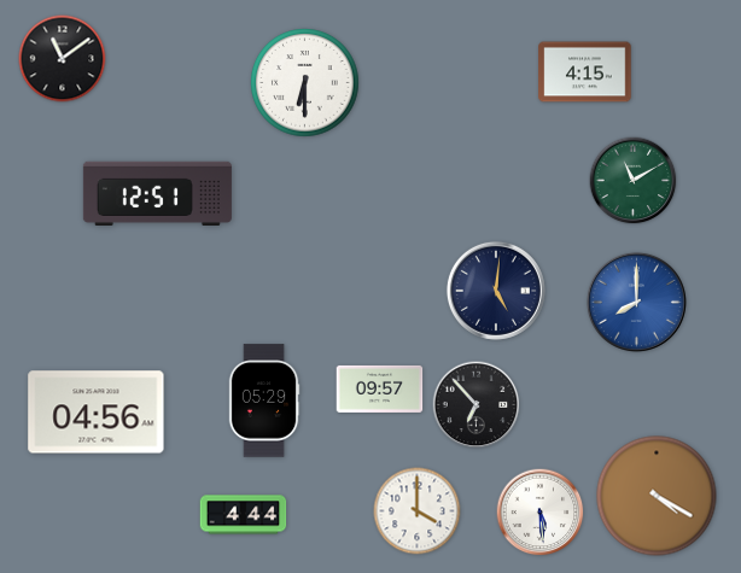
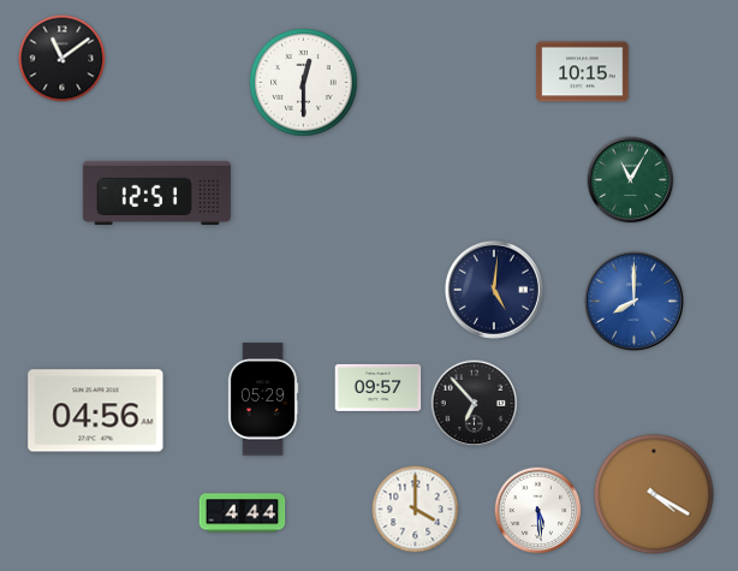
clock at (585, 72): 4:15 -> 10:15
clock at (305, 83): 6:30 -> 12:30
clock at (634, 181): 11:10 -> 11:05
